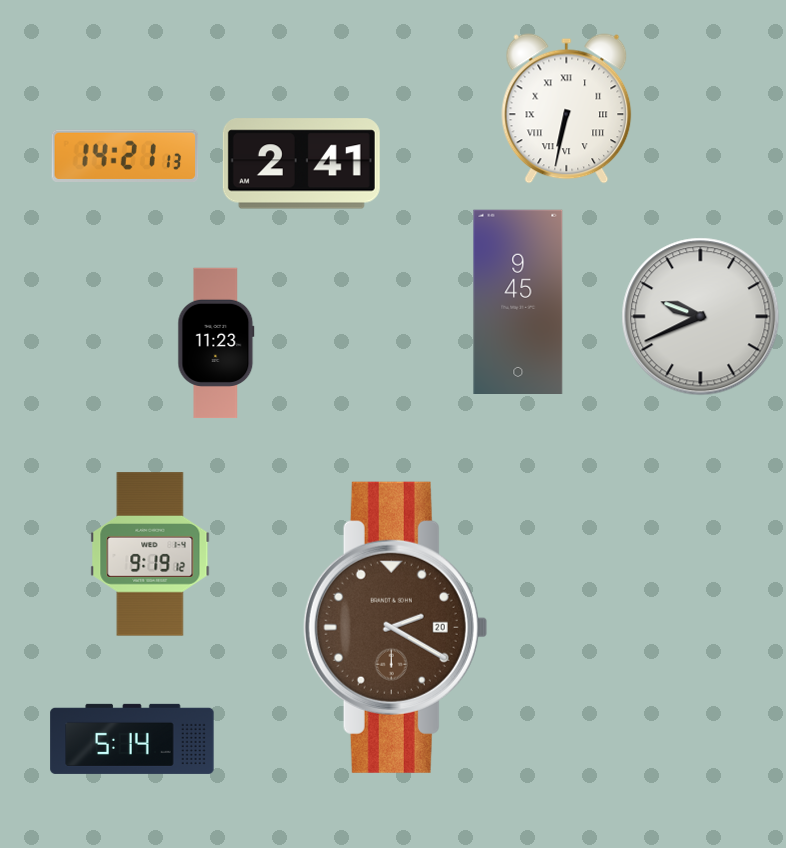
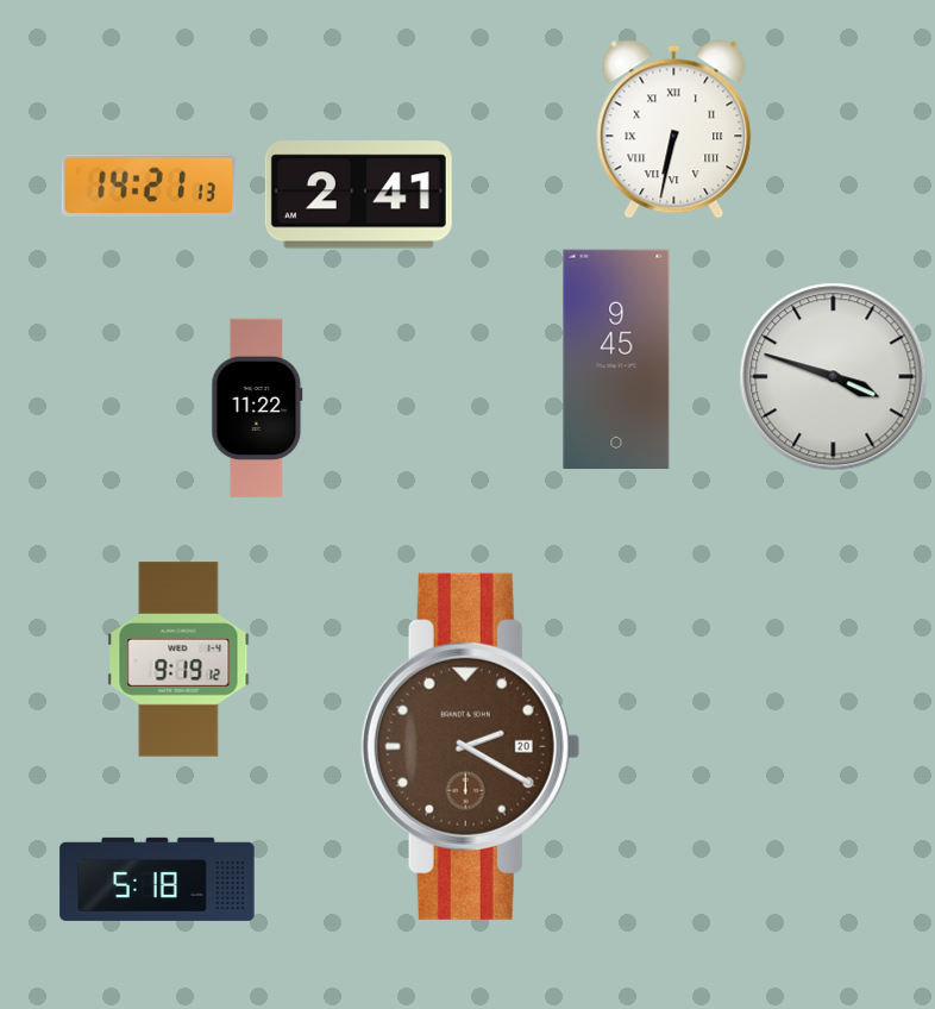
clock at (701, 317): 9:41 -> 3:48
clock at (216, 343): 11:23 -> 11:22
clock at (132, 739): 5:14 -> 5:18
